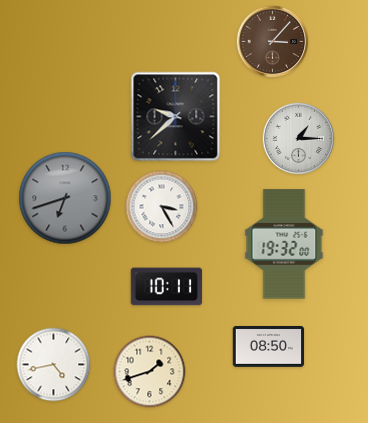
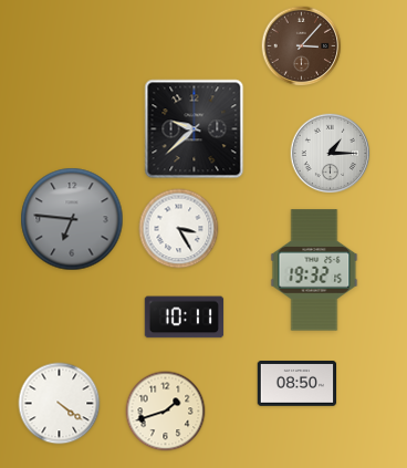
clock at (65, 198): 6:42 -> 6:46
clock at (284, 244): 19:32:00 -> 19:32:15
clock at (54, 365): 4:43 -> 4:21
